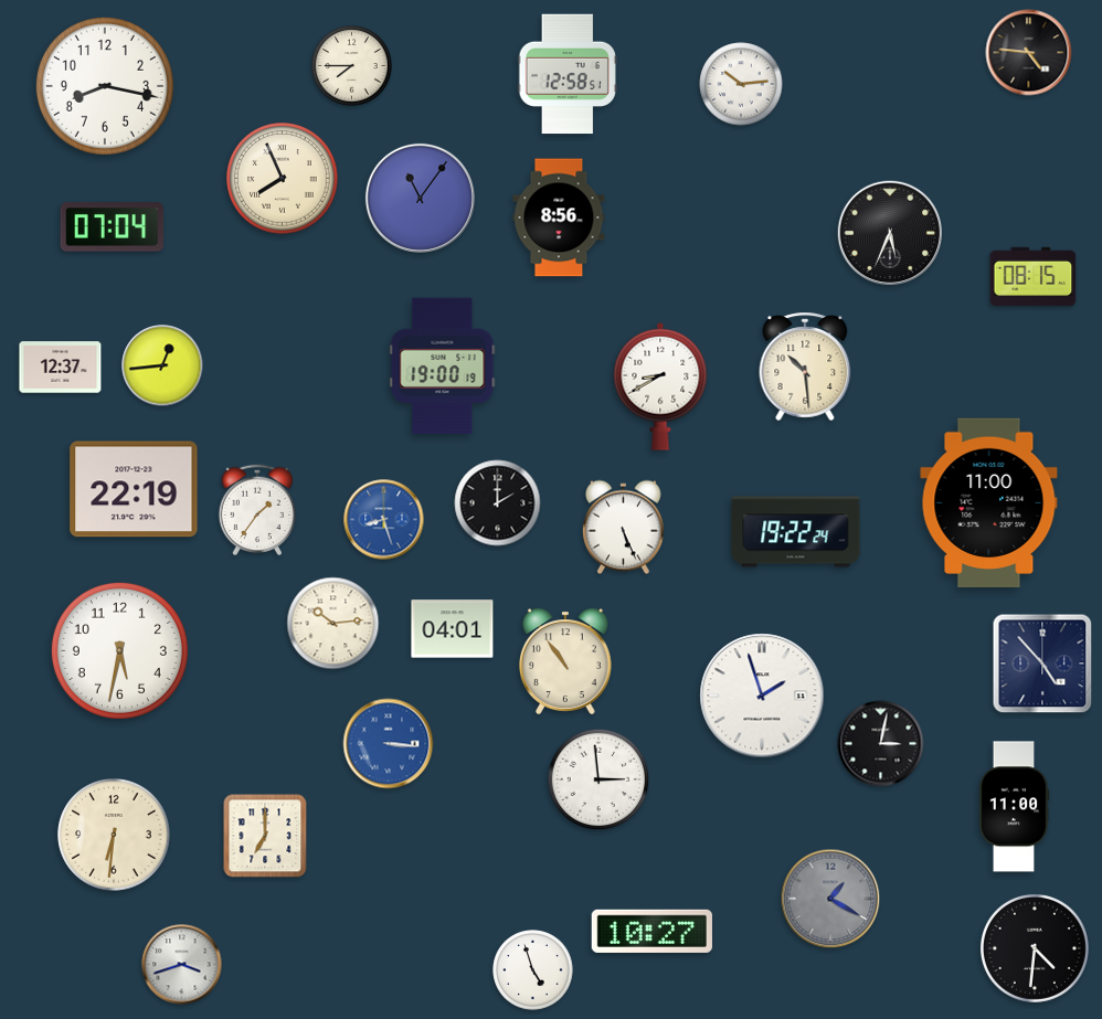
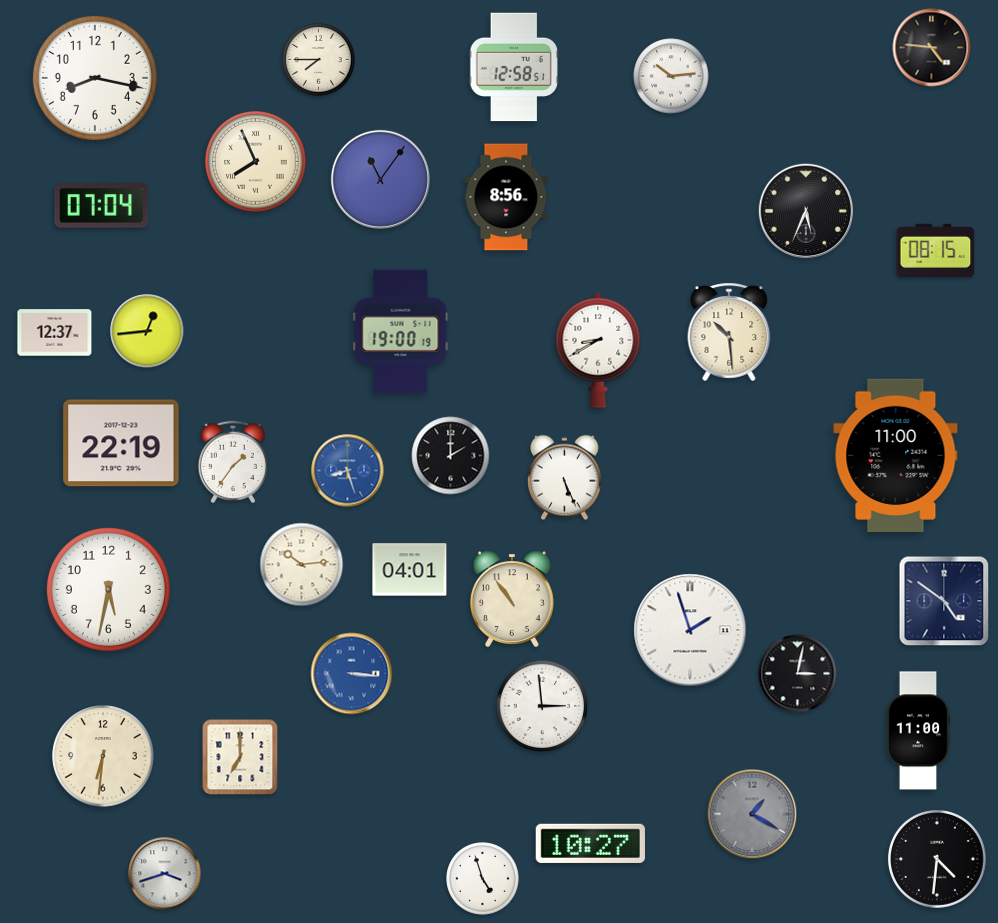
clock at (796, 532): 19:22 -> none
clock at (1042, 664): 4:53 -> 4:51
